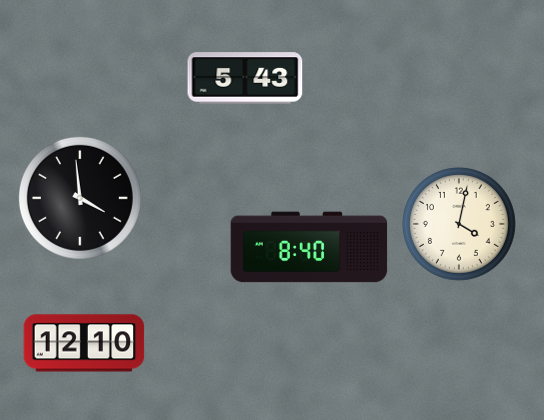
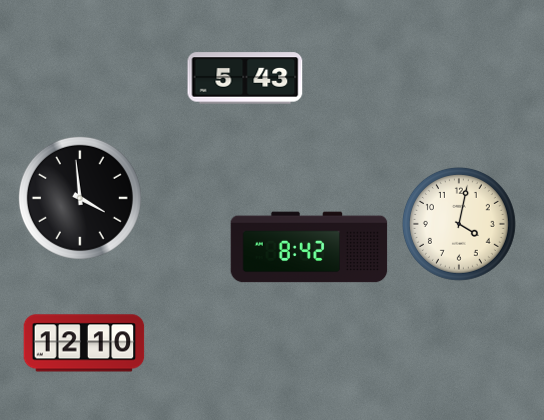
clock at (309, 247): 8:40 -> 8:42
